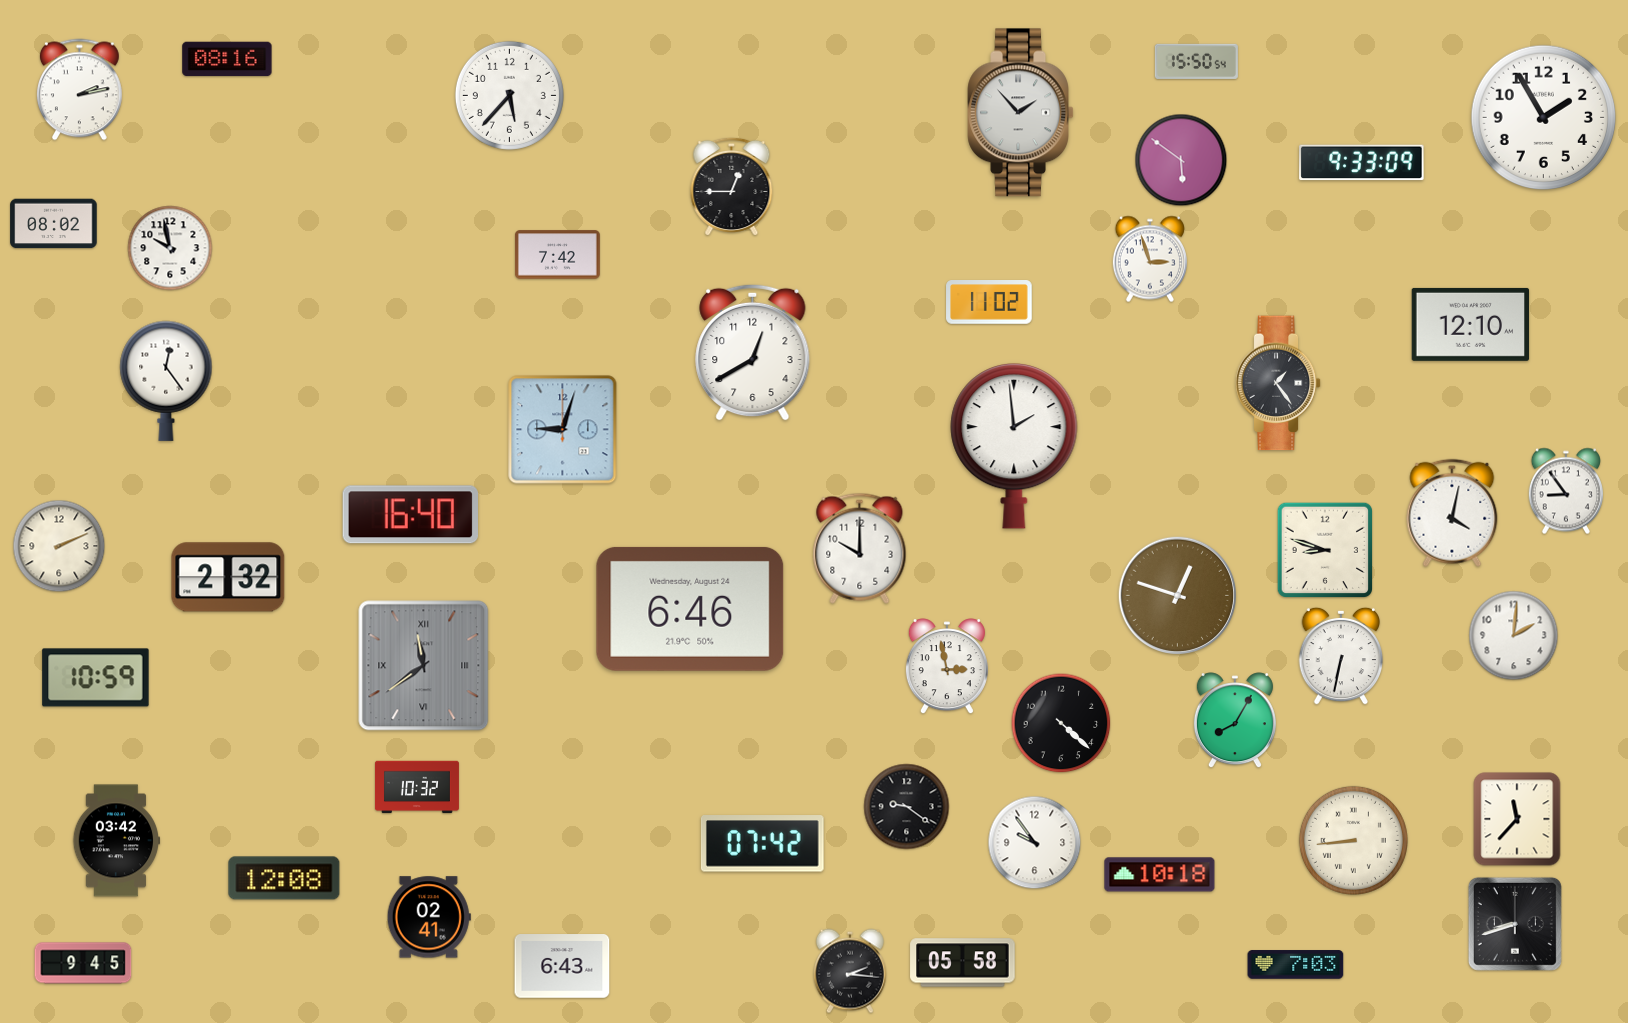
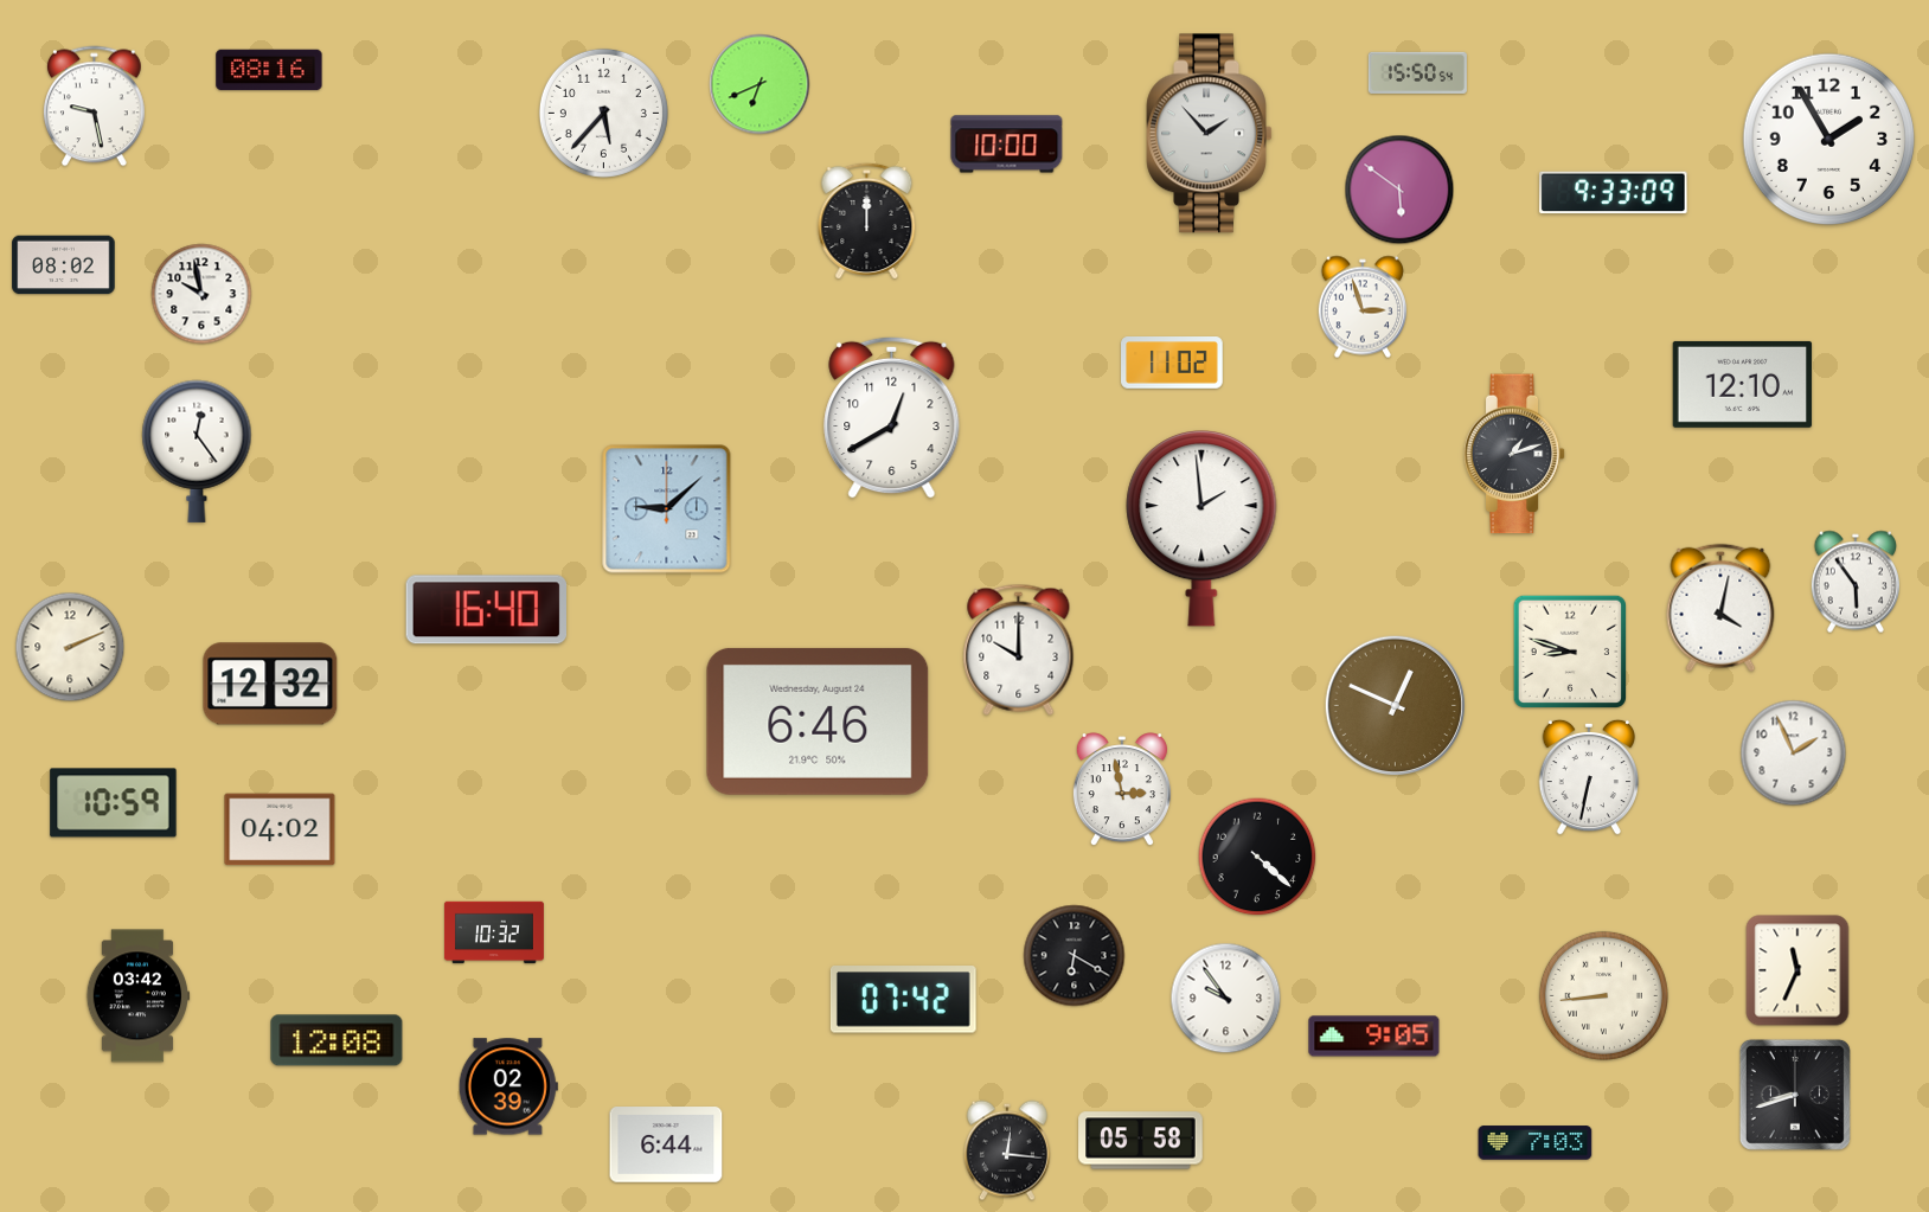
clock at (760, 84): none -> 6:41
clock at (79, 90): 2:13 -> 9:28
clock at (1007, 145): none -> 10:00
clock at (732, 186): 12:45 -> 12:00
clock at (558, 255): 7:42 -> none
clock at (989, 302) position: (989, 302) -> (1172, 363)
clock at (1278, 383): 1:24 -> 1:12
clock at (563, 430): 9:03 -> 9:08
clock at (1566, 491): 8:54 -> 5:54
clock at (228, 577): 2:32 -> 12:32
clock at (1177, 595): 12:48 -> 12:49
clock at (1514, 636): 2:01 -> 1:56
clock at (424, 666): 11:39 -> none
clock at (280, 829): none -> 04:02
clock at (1235, 721): 8:05 -> none
clock at (907, 807): 9:21 -> 6:20
clock at (1517, 819): 11:37 -> 11:34
clock at (1160, 875): 10:18 -> 9:05
clock at (429, 917): 02:41 -> 02:39
clock at (83, 963): 9:45 -> none
clock at (562, 966): 6:43 -> 6:44
clock at (850, 971): 2:16 -> 12:16
